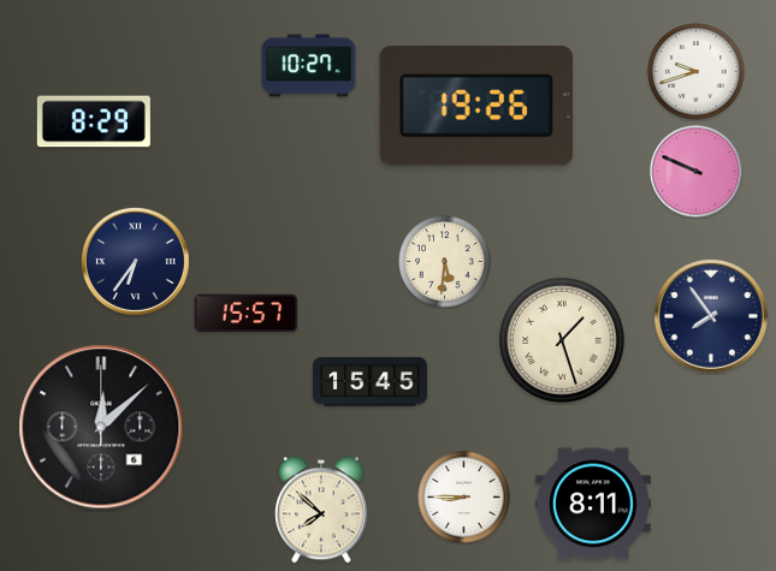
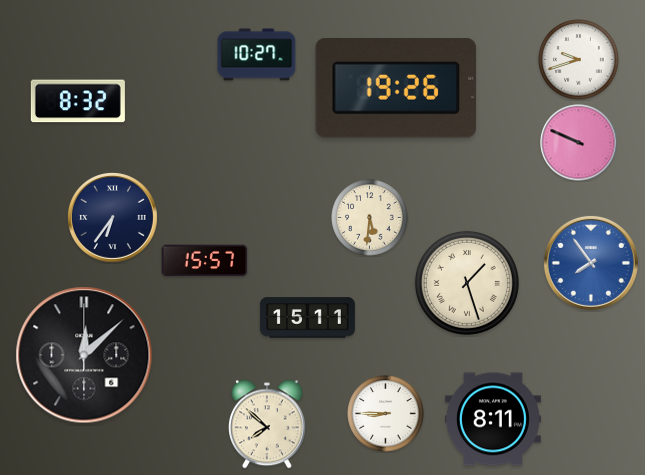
clock at (94, 121): 8:29 -> 8:32
clock at (711, 316) dial: navy -> blue
clock at (369, 382): 15:45 -> 15:11
